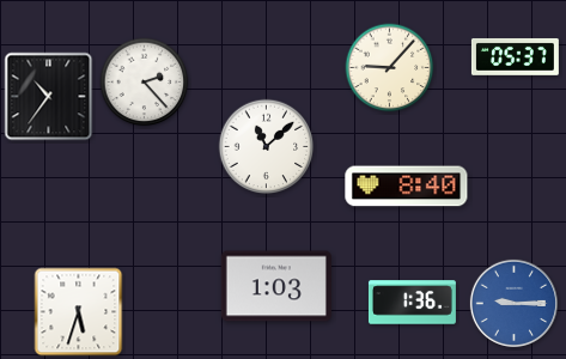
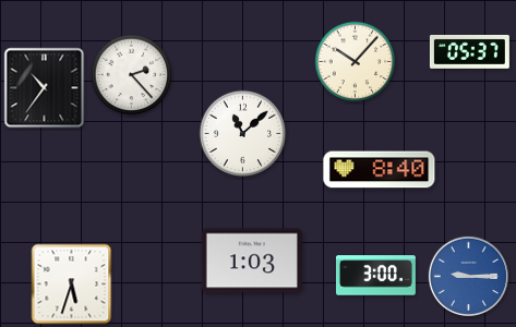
clock at (390, 68): 9:07 -> 10:07
clock at (407, 187) position: (407, 187) -> (380, 170)
clock at (412, 303): 1:36 -> 3:00
